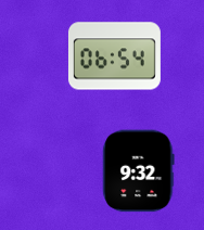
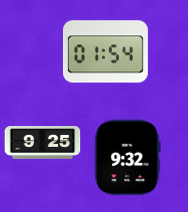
clock at (114, 56): 06:54 -> 01:54
clock at (43, 143): none -> 9:25
